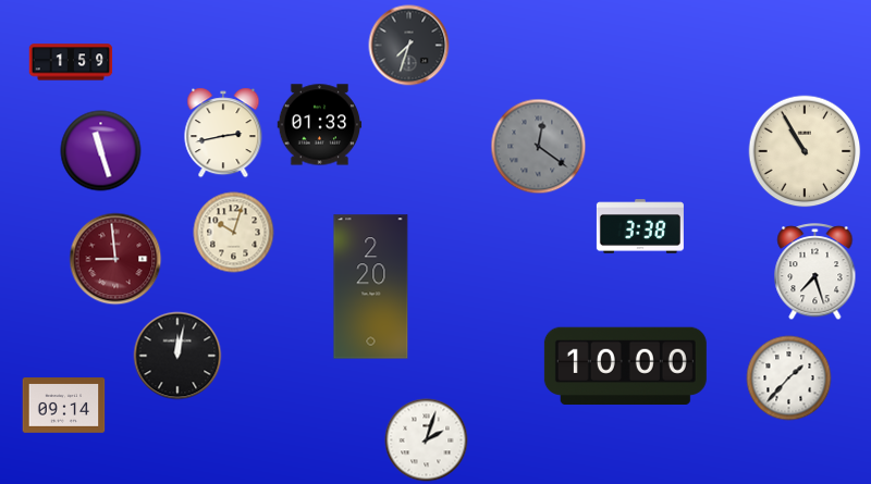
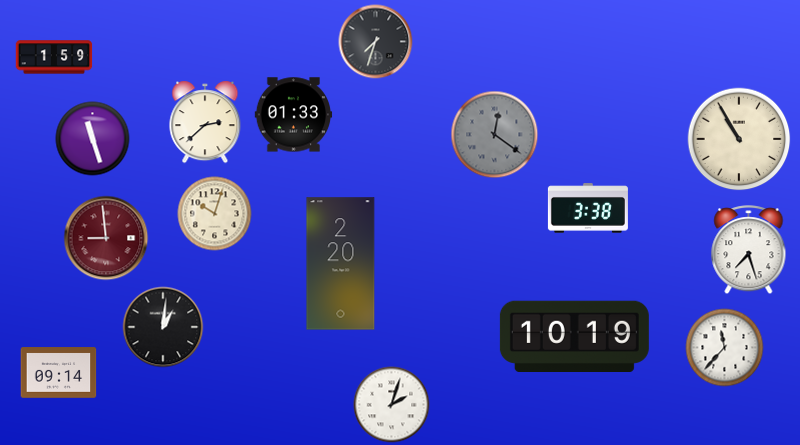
clock at (71, 62) position: (71, 62) -> (54, 57)
clock at (223, 133): 2:43 -> 2:38
clock at (177, 356): 12:02 -> 1:01
clock at (625, 365): 10:00 -> 10:19
clock at (789, 378): 1:37 -> 11:37
